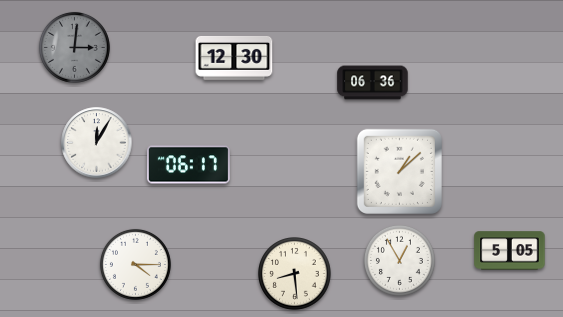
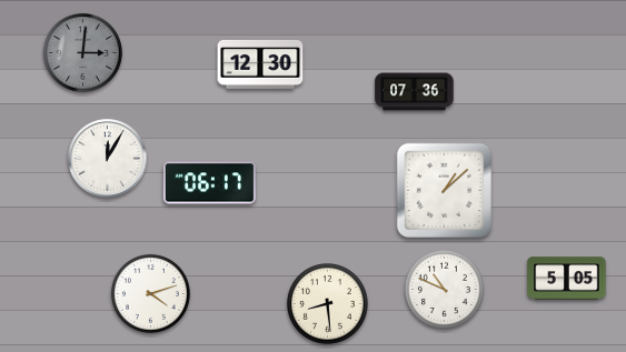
clock at (373, 83): 06:36 -> 07:36
clock at (399, 260): 12:55 -> 10:49
clock at (135, 264): 4:15 -> 4:12
